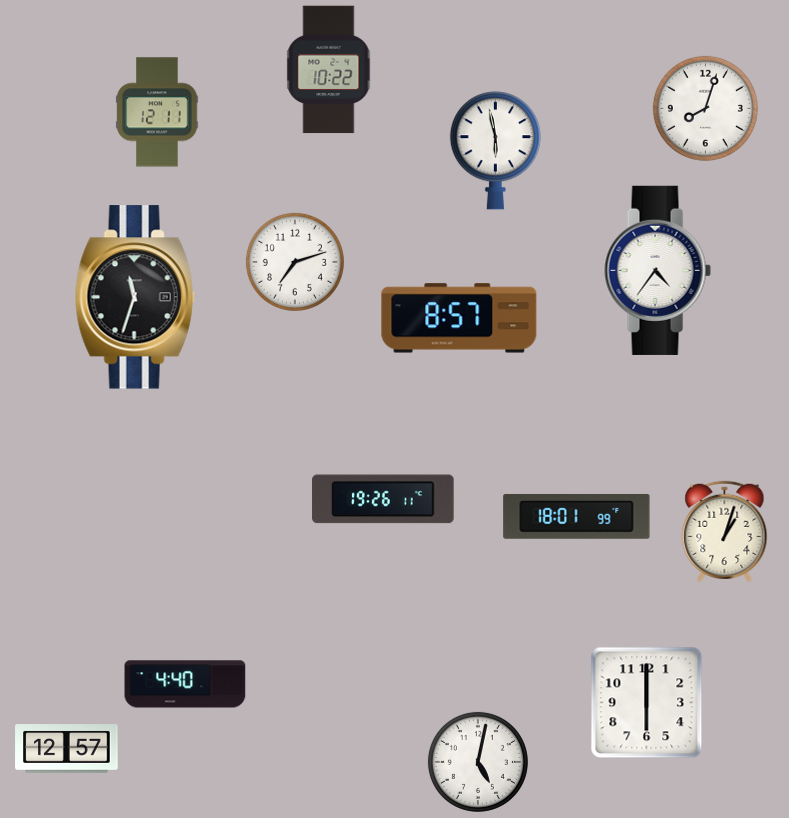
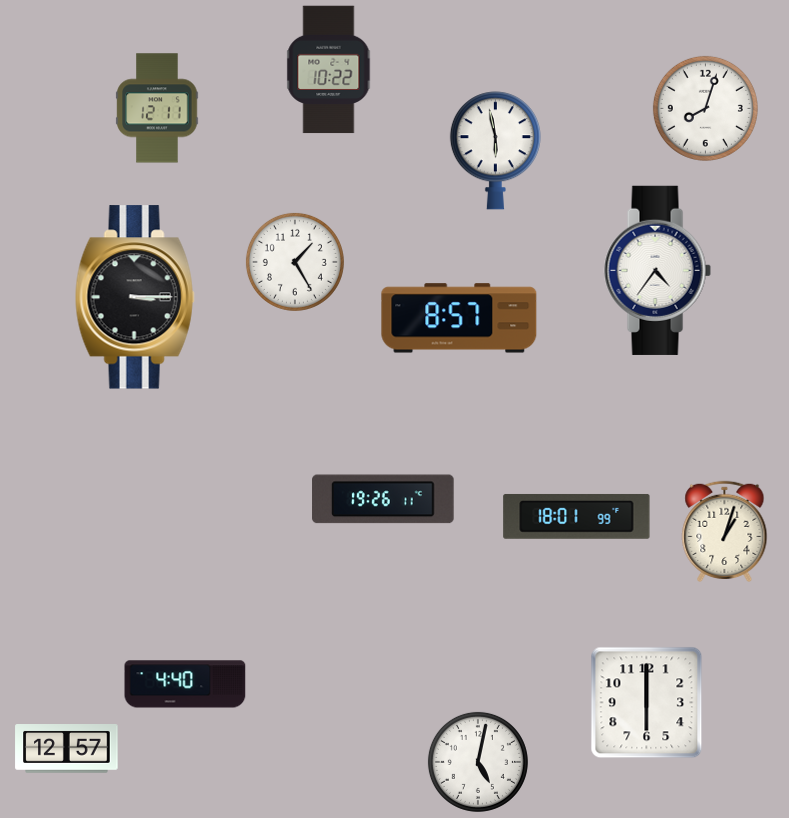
clock at (157, 112) position: (157, 112) -> (157, 108)
clock at (295, 262): 7:12 -> 1:25
clock at (135, 297): 11:33 -> 3:15
